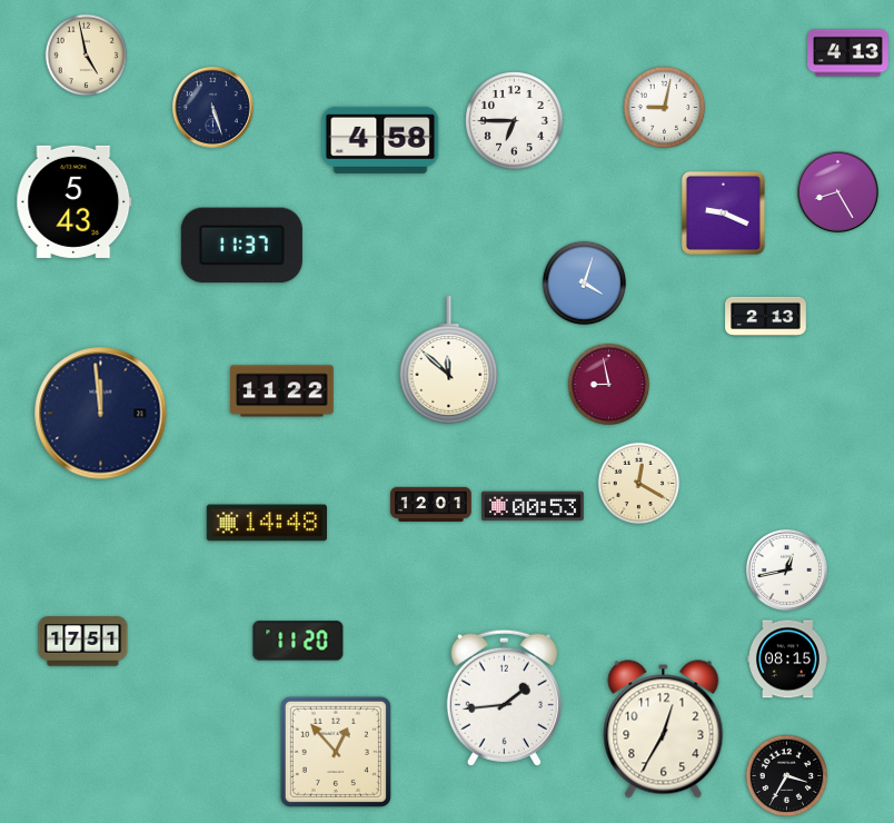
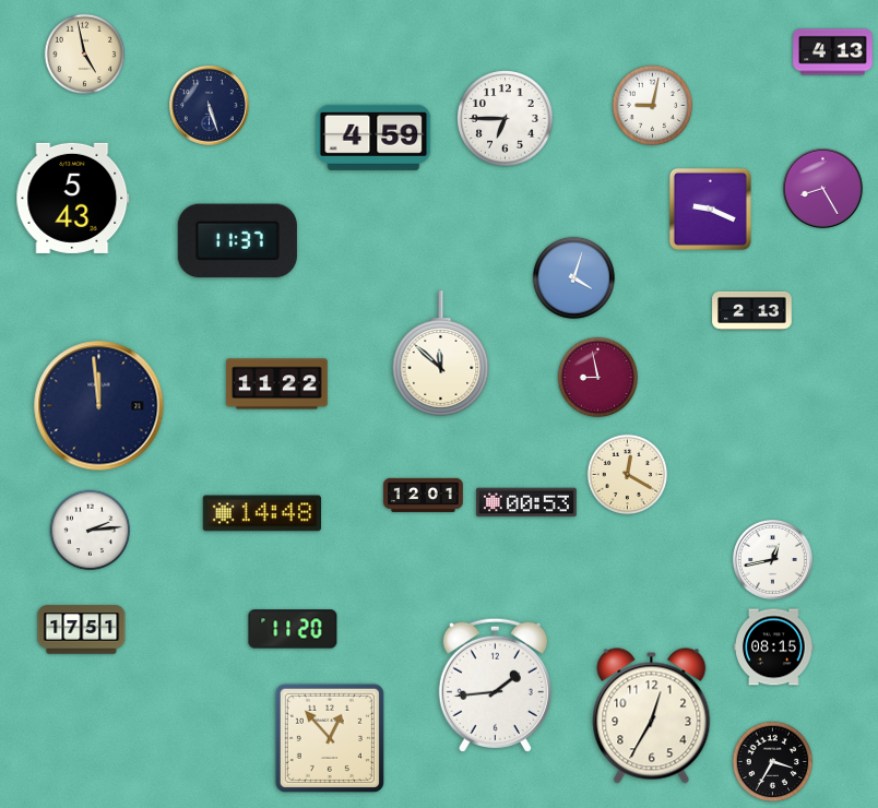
clock at (380, 140): 4:58 -> 4:59
clock at (533, 506) position: (533, 506) -> (526, 502)
clock at (91, 531): none -> 2:14
